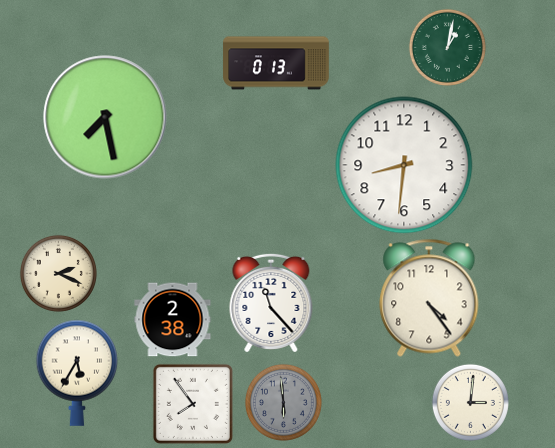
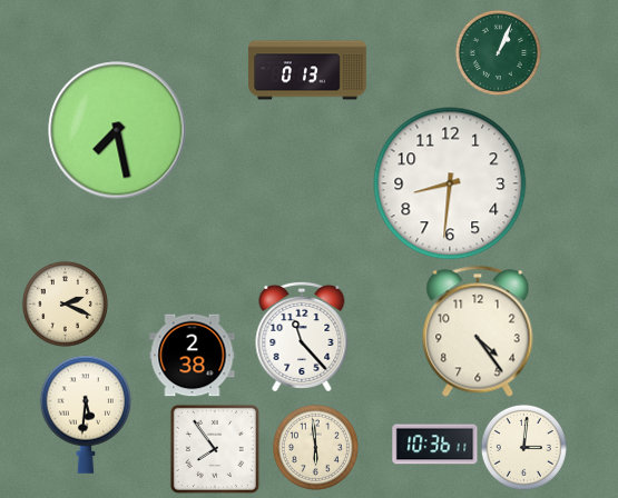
clock at (447, 47): 1:02 -> 1:04
clock at (77, 373): 5:35 -> 5:31
clock at (435, 445): none -> 10:36
clock at (283, 402) dial: grey -> cream
